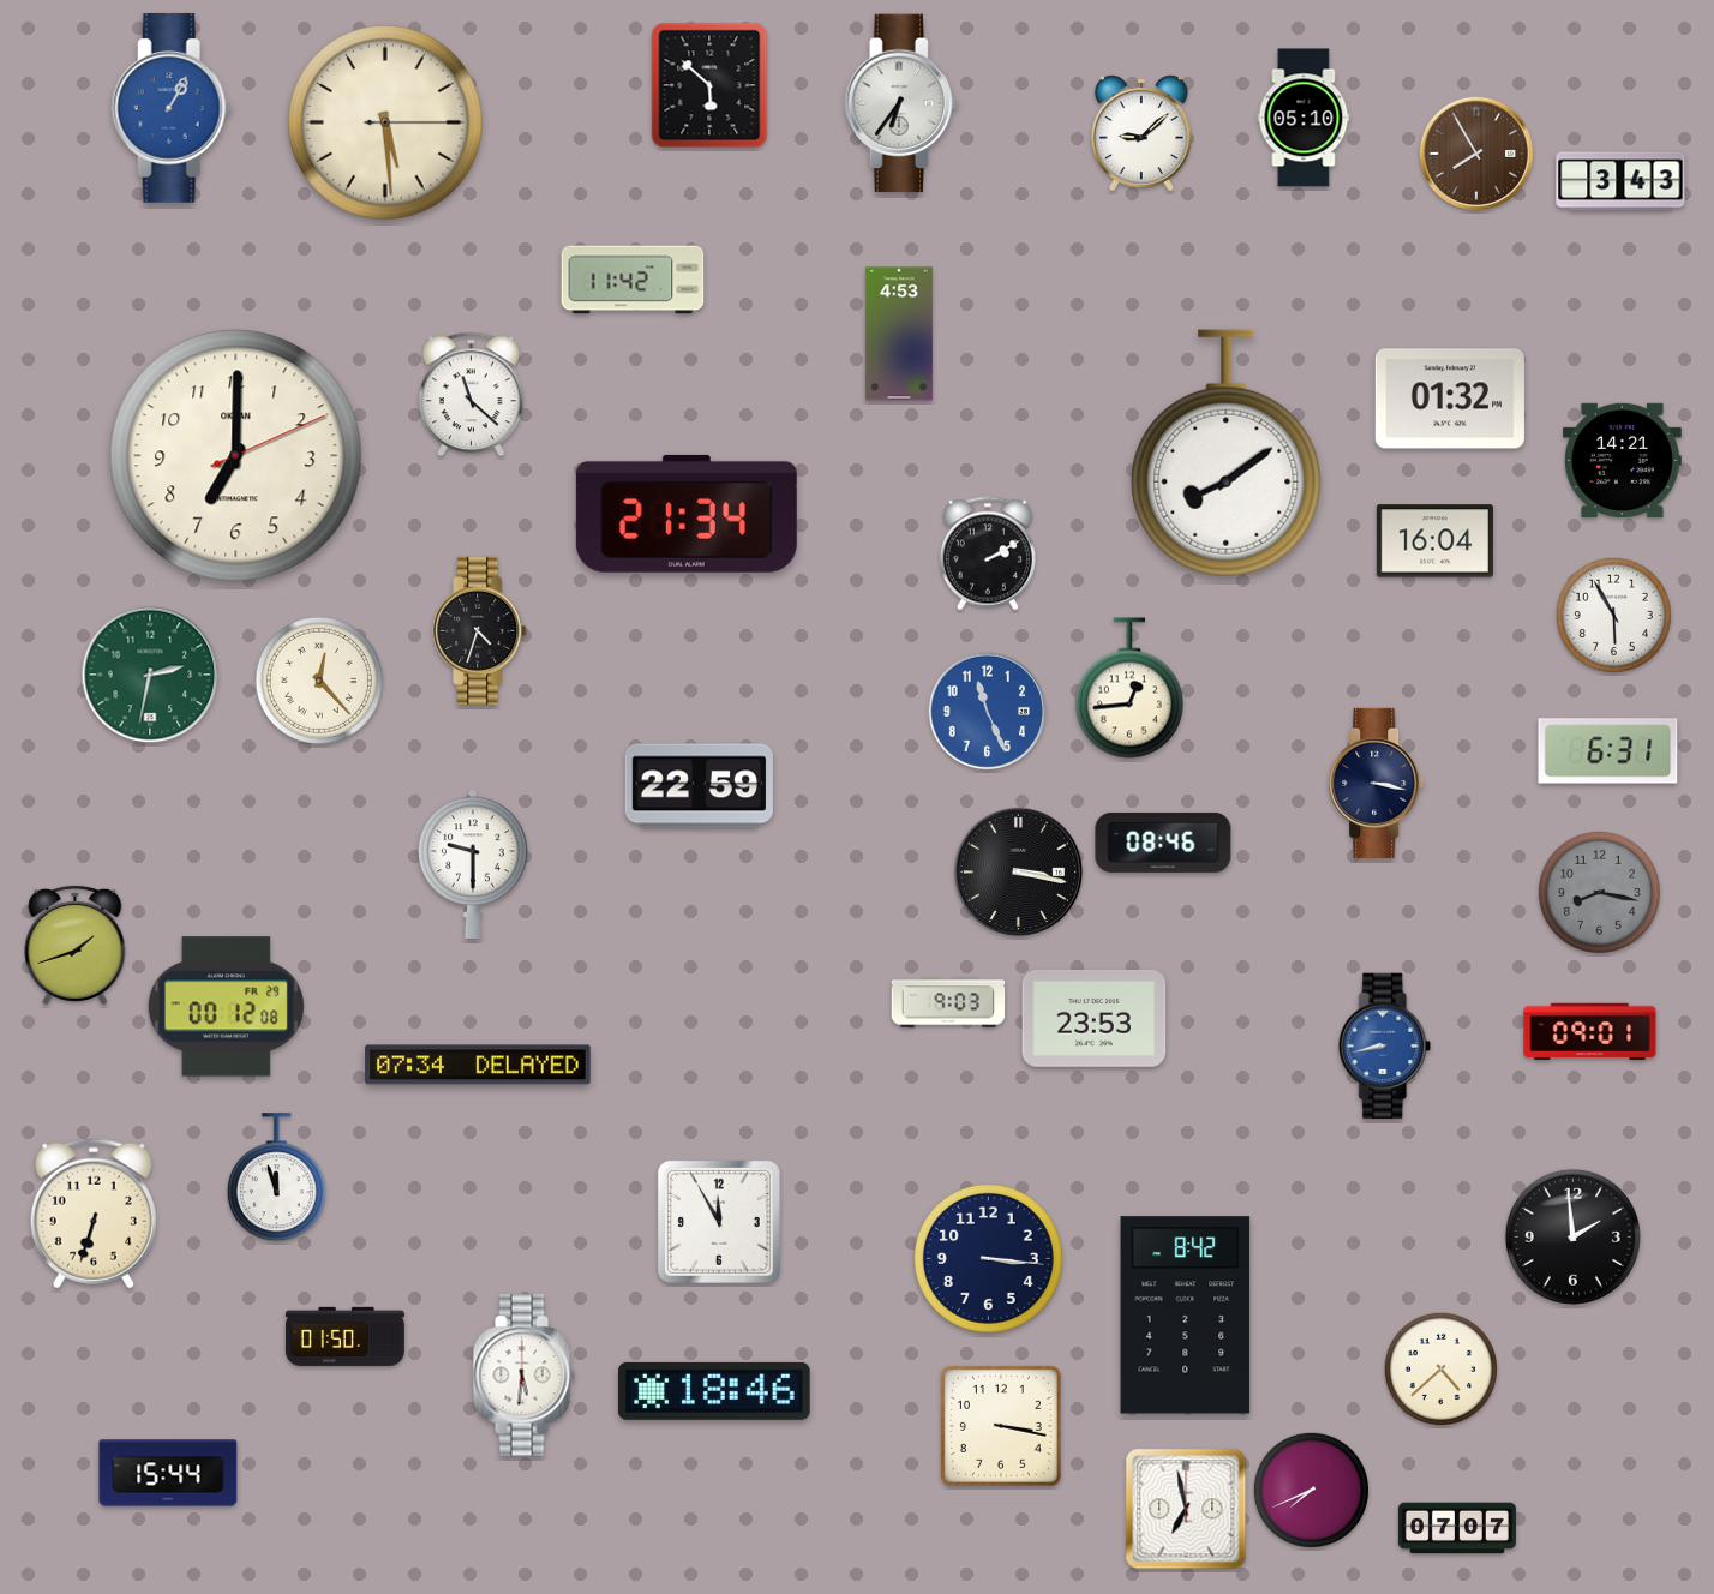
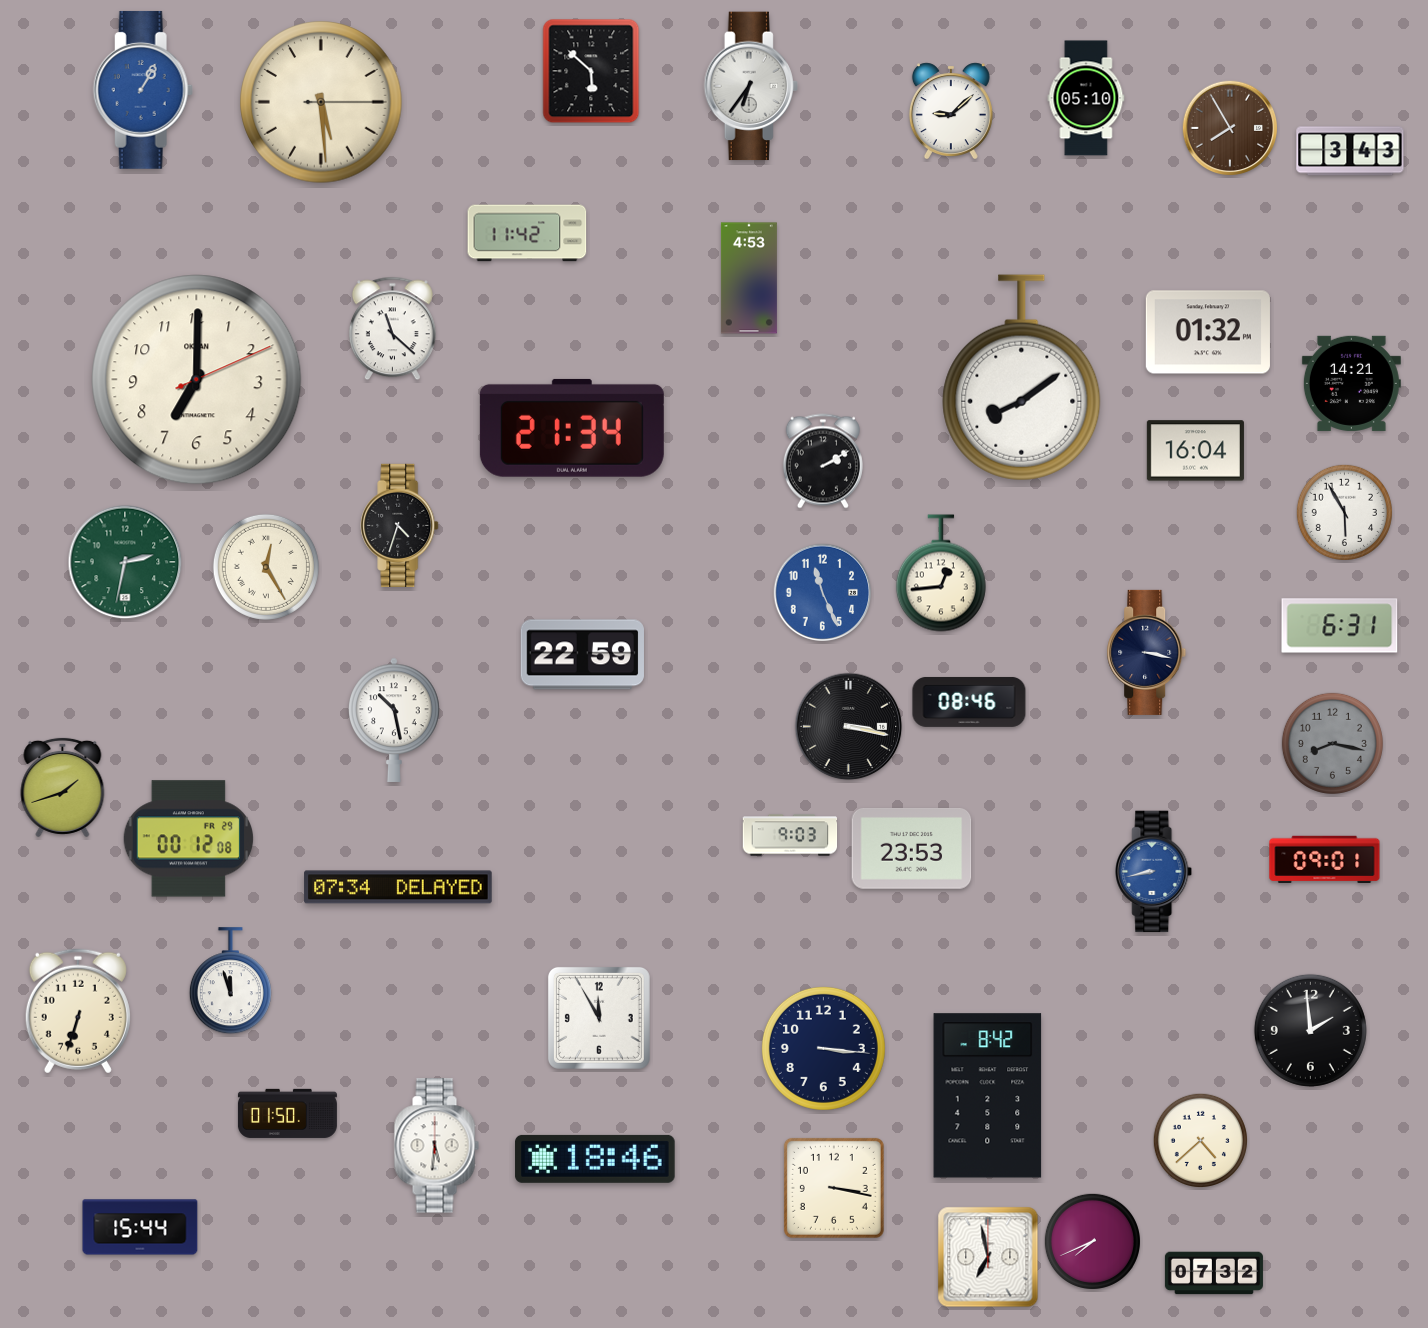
clock at (319, 681): 12:23 -> 12:25
clock at (474, 864): 9:30 -> 10:28
clock at (1457, 1528): 07:07 -> 07:32
